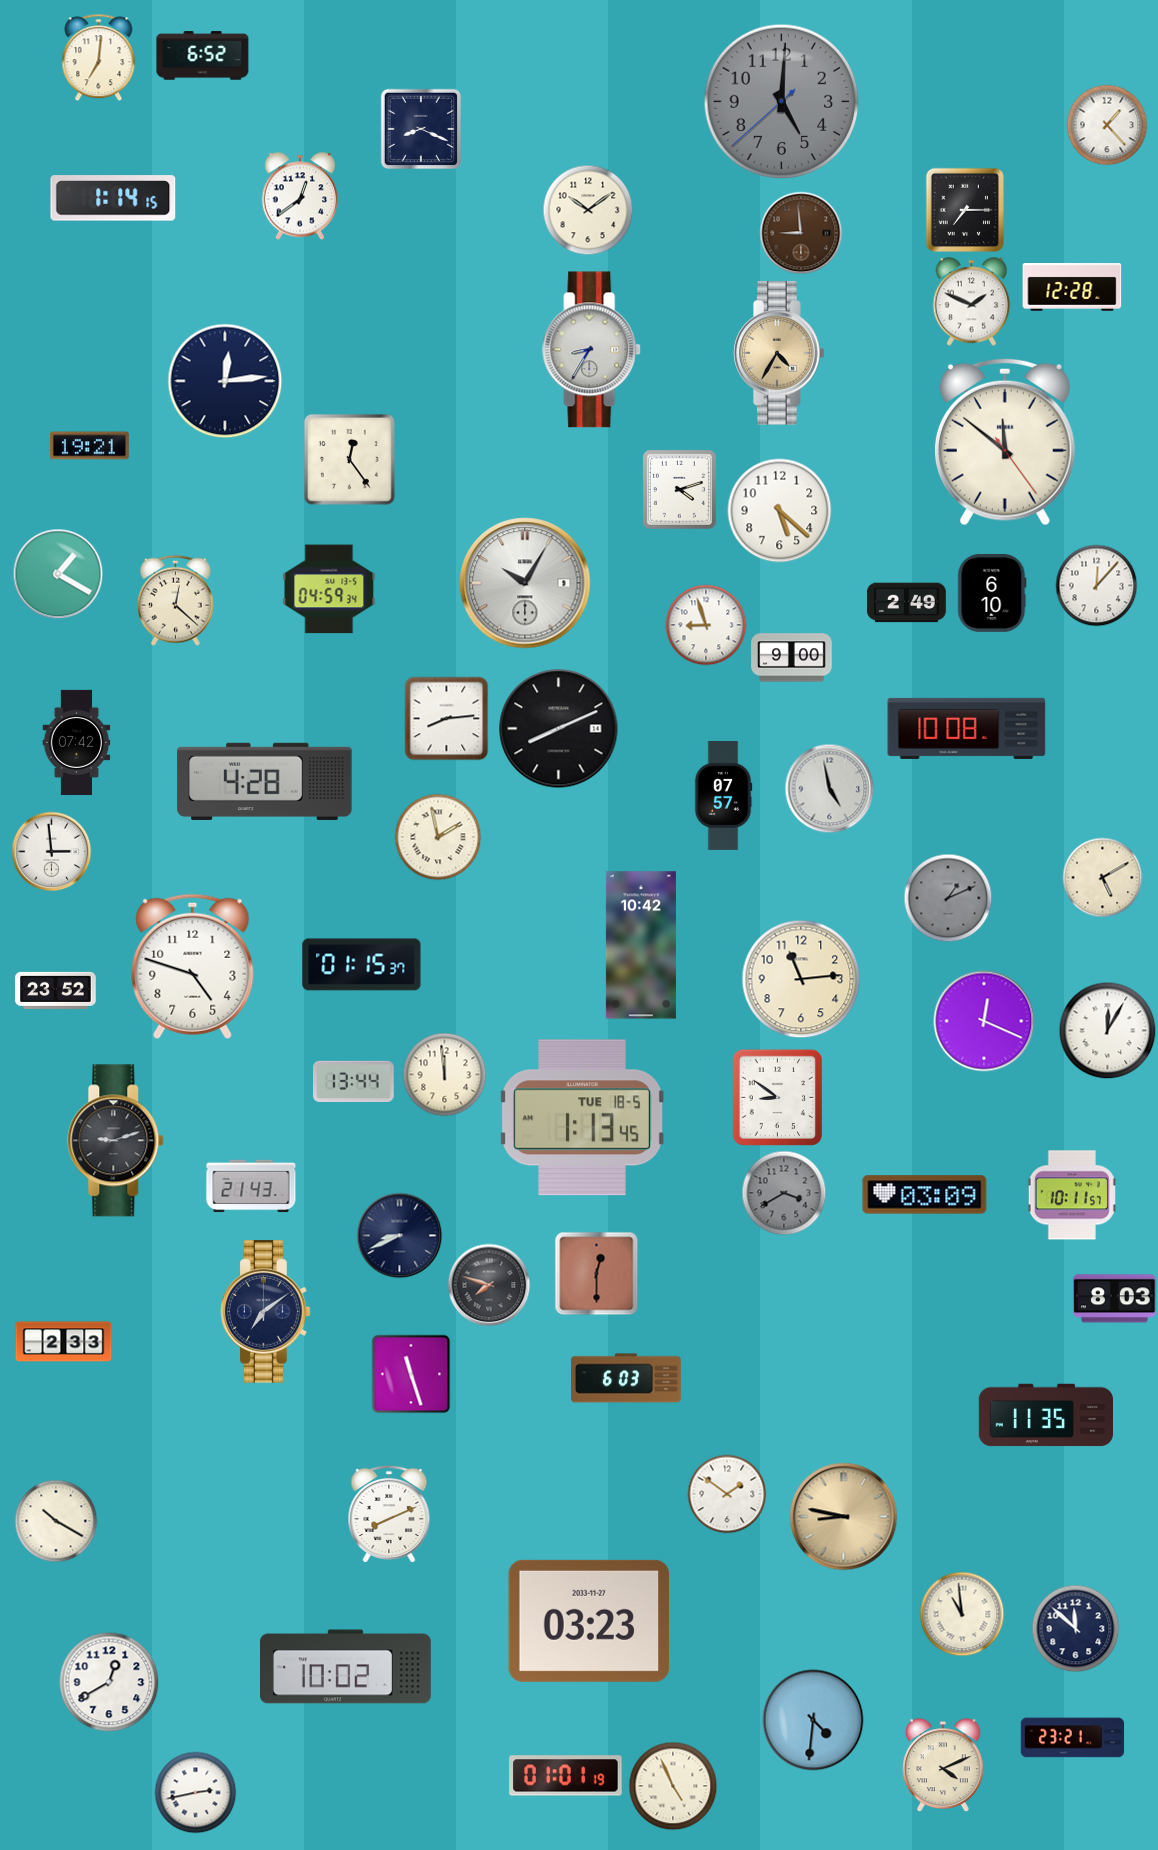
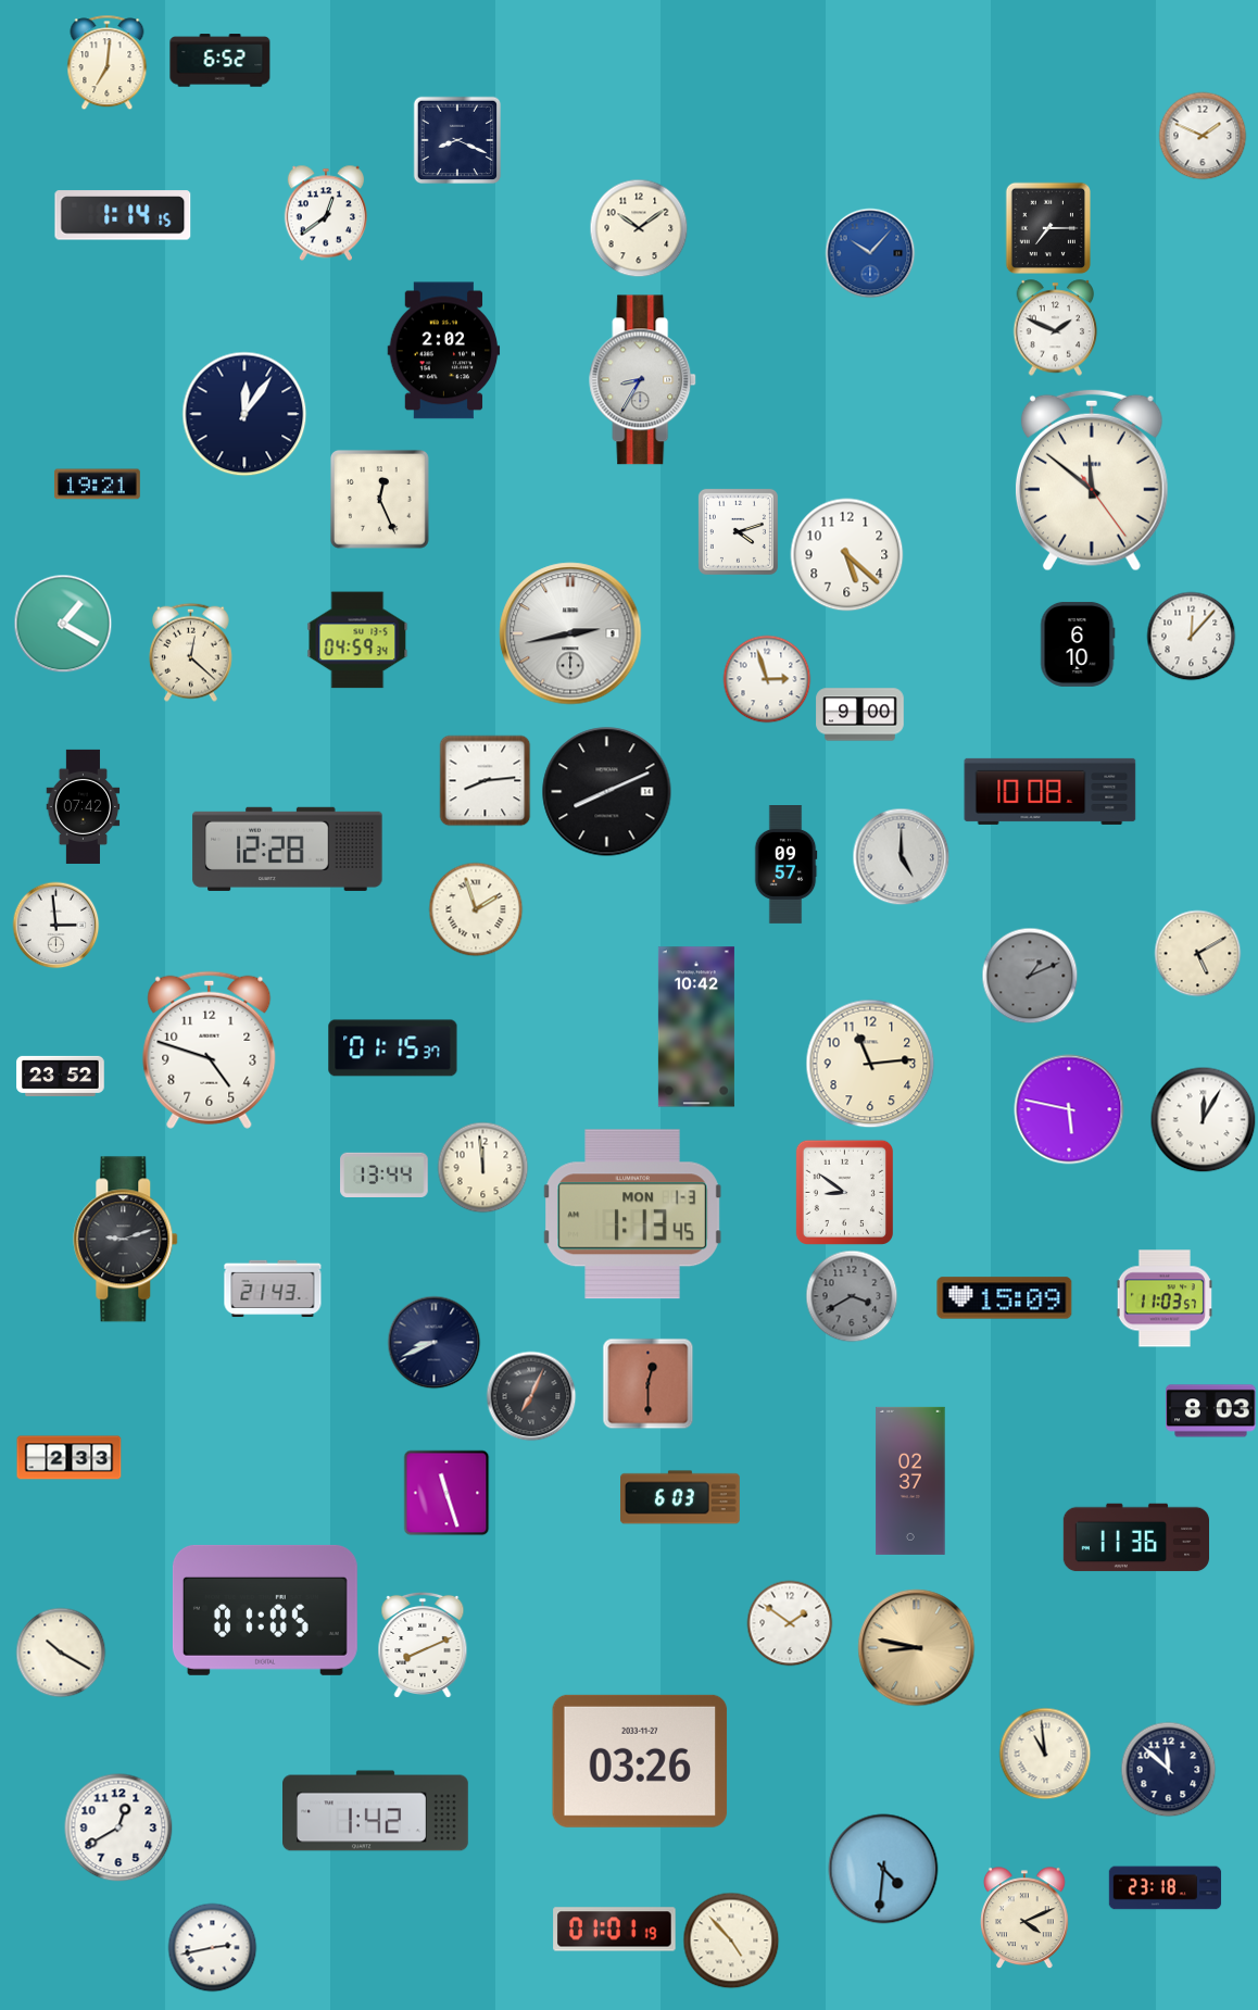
clock at (782, 102): 5:00 -> none
clock at (1107, 125): 1:23 -> 1:49
clock at (801, 233): 8:59 -> 10:07
clock at (801, 233) dial: brown -> blue
clock at (1072, 288): 12:28 -> none
clock at (444, 351): none -> 2:02
clock at (779, 353): 4:35 -> none
clock at (225, 381): 12:14 -> 12:06
clock at (350, 460): 12:24 -> 12:26
clock at (525, 583): 10:05 -> 2:43
clock at (907, 603): 2:49 -> none
clock at (706, 625): 8:57 -> 2:57
clock at (265, 781): 4:28 -> 12:28
clock at (830, 789): 4:58 -> 5:00
clock at (723, 796): 07:57 -> 09:57
clock at (438, 837): 1:58 -> 1:57
clock at (984, 1021): 12:19 -> 5:47
clock at (583, 1118) date: TUE 18-5 -> MON 1-3
clock at (925, 1195): 03:09 -> 15:09
clock at (1072, 1195): 10:11 -> 11:03
clock at (489, 1285): 7:48 -> 7:04
clock at (266, 1312): 7:09 -> none
clock at (910, 1481): none -> 02:37
clock at (1045, 1415): 11:35 -> 11:36
clock at (265, 1610): none -> 01:05
clock at (589, 1621): 03:23 -> 03:26
clock at (346, 1667): 10:02 -> 1:42
clock at (1073, 1738): 23:21 -> 23:18
clock at (673, 1786): 4:56 -> 4:53
